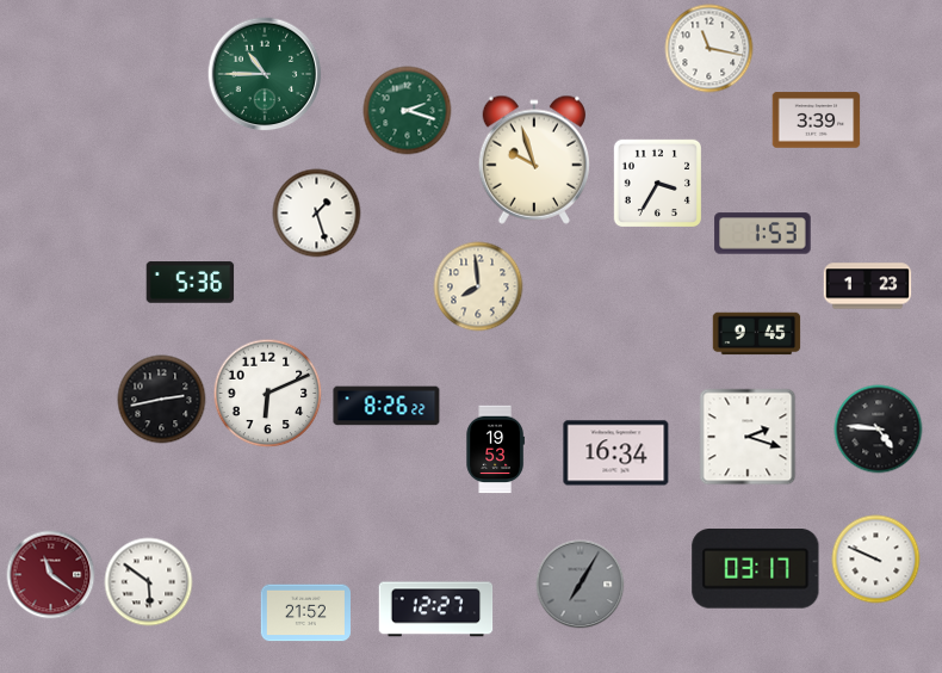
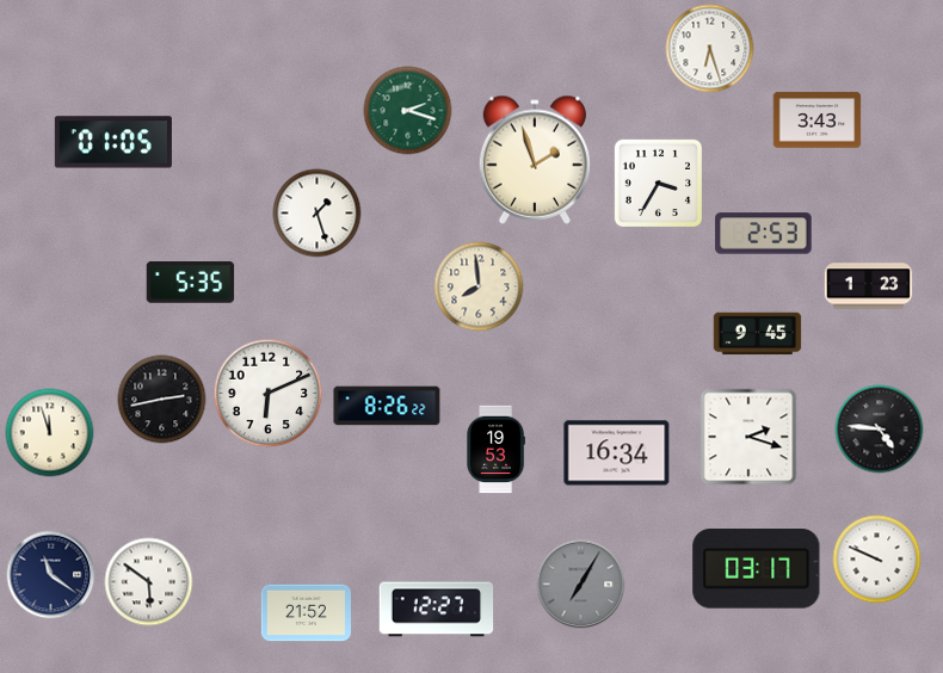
clock at (709, 49): 11:17 -> 6:27
clock at (265, 74): 10:45 -> none
clock at (817, 121): 3:39 -> 3:43
clock at (113, 142): none -> 01:05
clock at (533, 160): 9:57 -> 1:57
clock at (763, 234): 1:53 -> 2:53
clock at (191, 283): 5:36 -> 5:35
clock at (50, 433): none -> 11:57
clock at (51, 575) dial: burgundy -> navy
